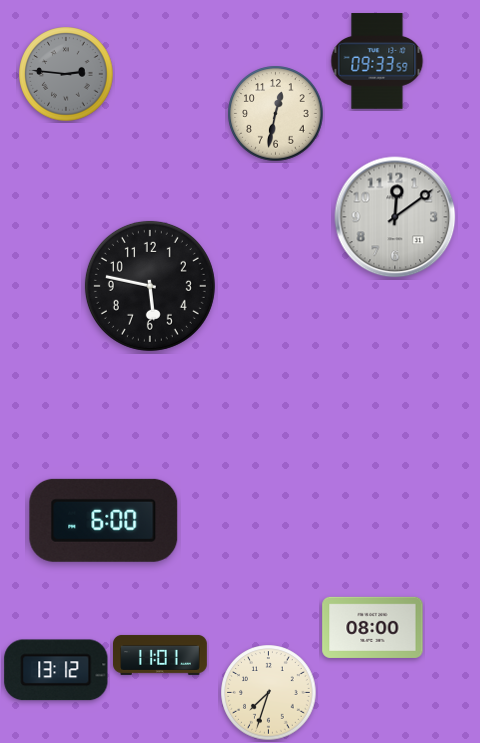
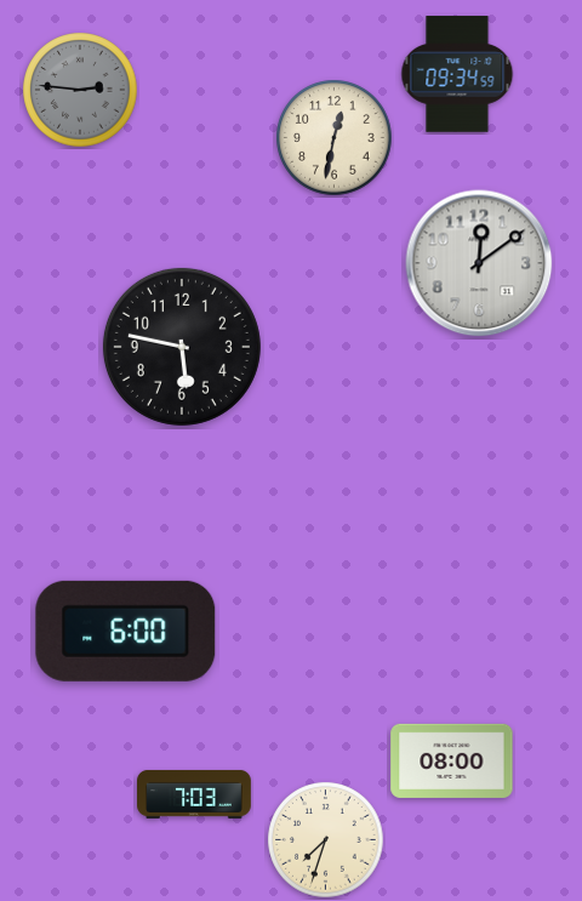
clock at (377, 61): 09:33 -> 09:34
clock at (161, 655): 11:01 -> 7:03
clock at (56, 670): 13:12 -> none
